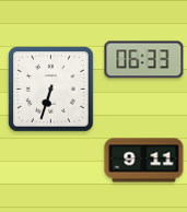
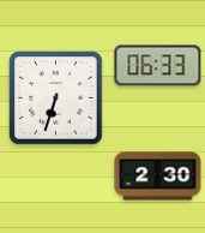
clock at (144, 161): 9:11 -> 2:30
